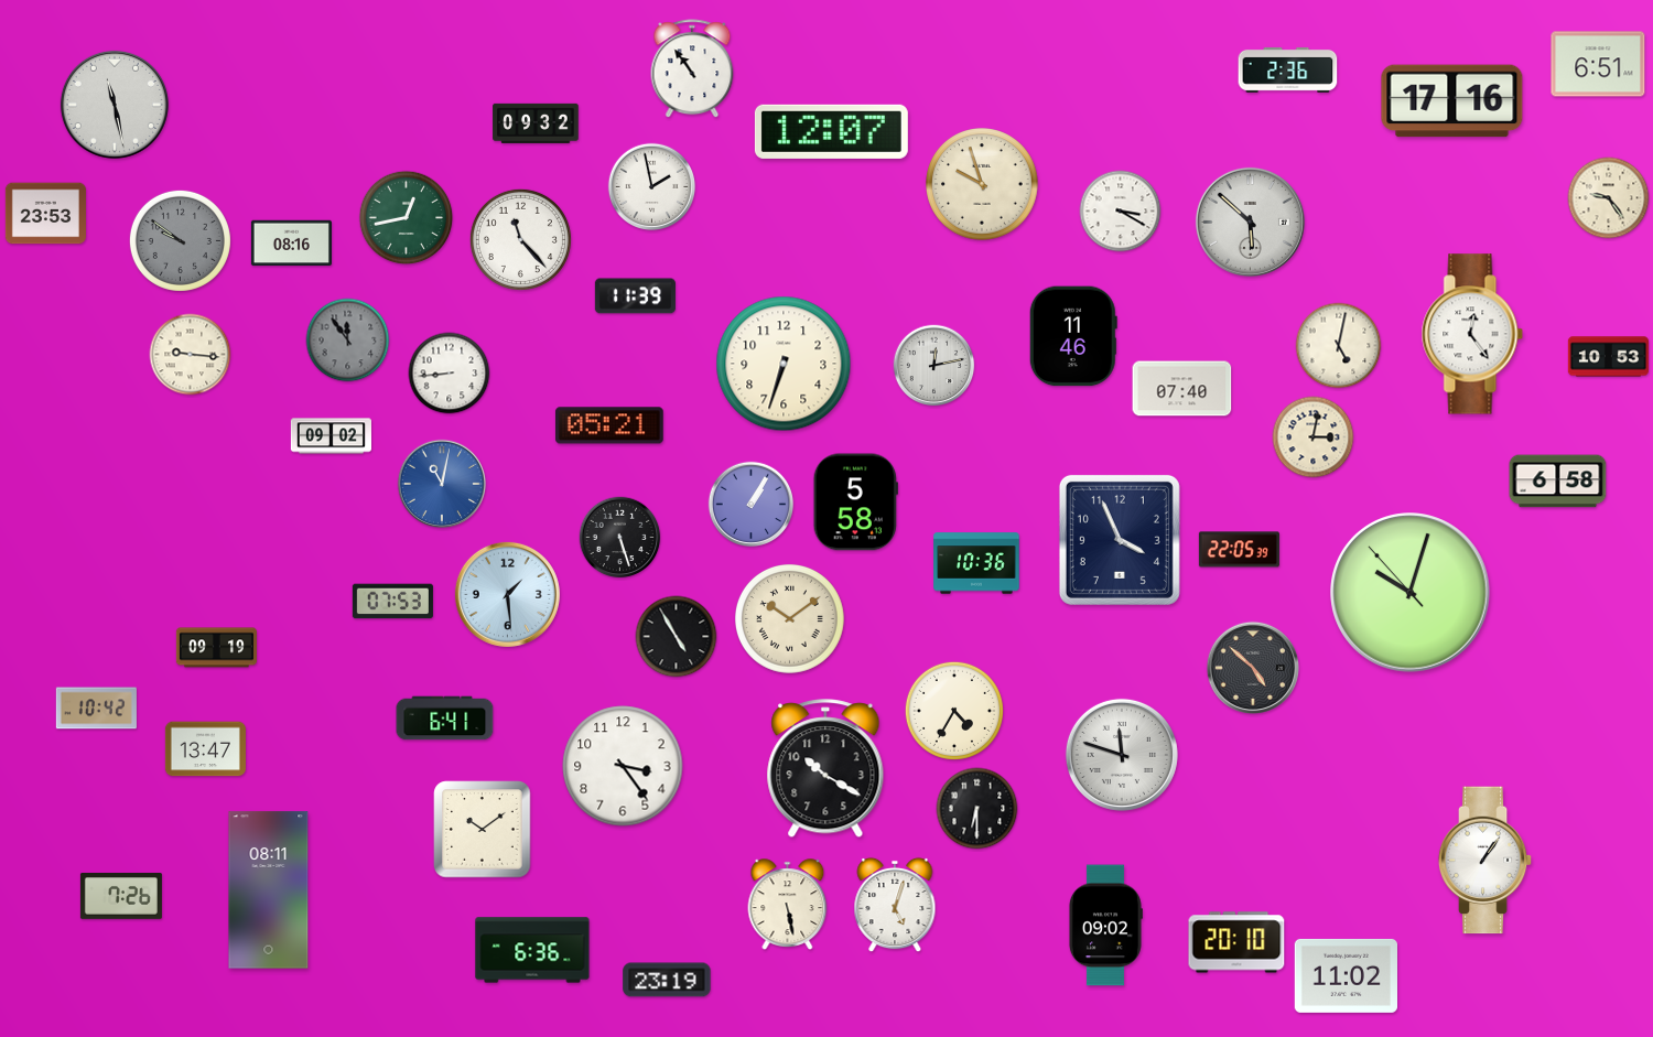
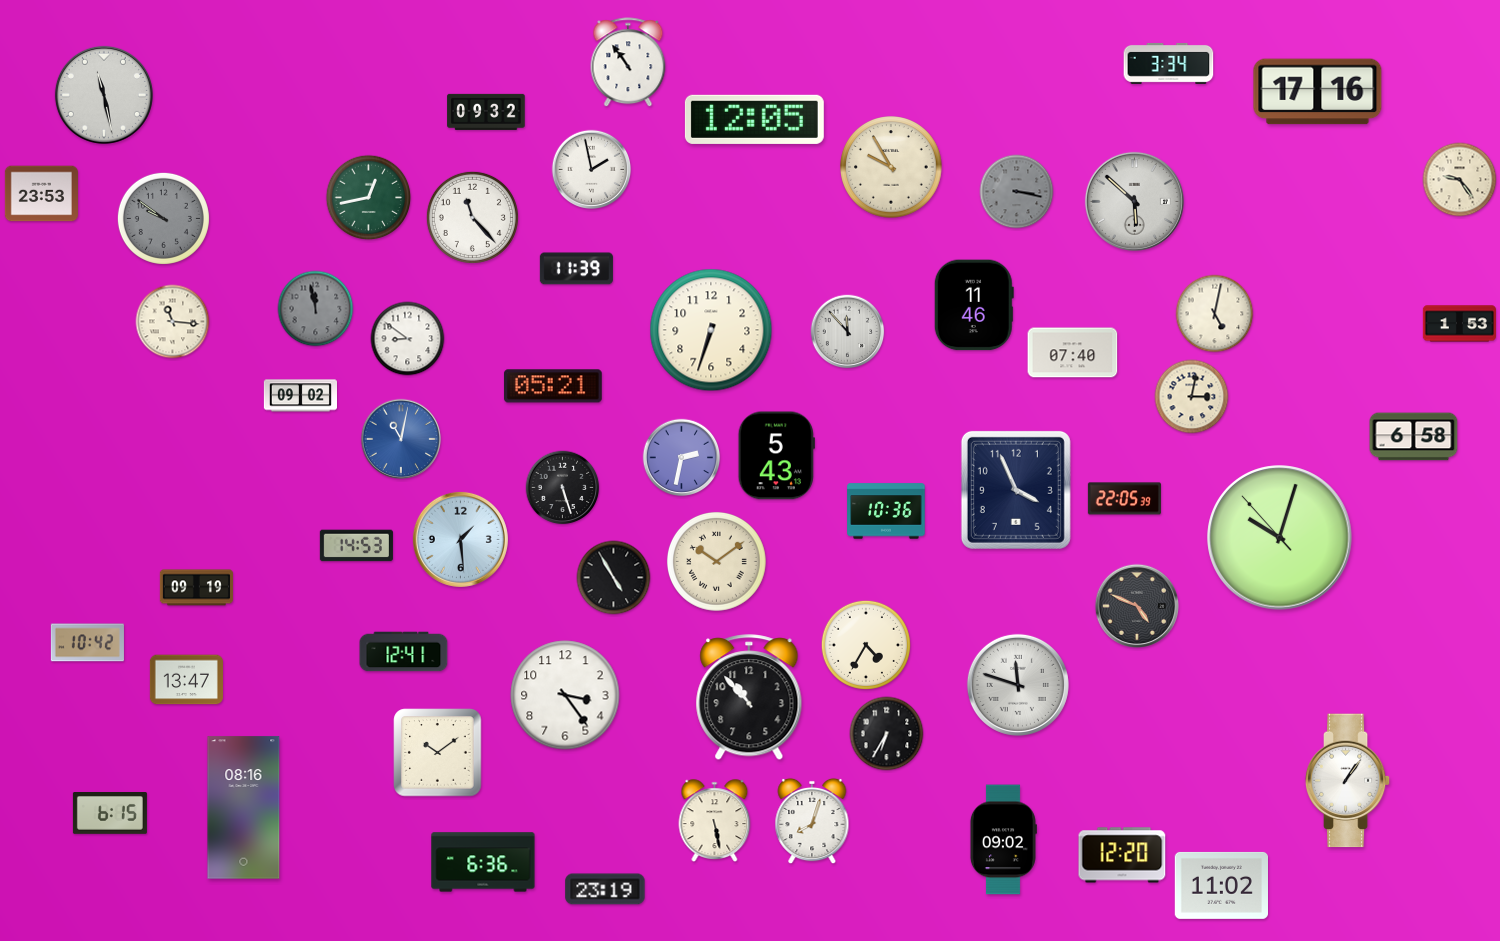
clock at (1598, 64): 6:51 -> none
clock at (1288, 69): 2:36 -> 3:34
clock at (831, 131): 12:07 -> 12:05
clock at (982, 184): 9:57 -> 9:55
clock at (1121, 212): 3:20 -> 3:17
clock at (1121, 212) dial: white -> grey
clock at (291, 244): 08:16 -> none
clock at (1472, 334): 12:24 -> none
clock at (348, 341): 11:54 -> 11:58
clock at (191, 355): 9:16 -> 11:16
clock at (1608, 357): 10:53 -> 1:53
clock at (934, 366): 12:13 -> 11:53
clock at (450, 374): 8:44 -> 8:51
clock at (855, 503): 5:58 -> 5:43
clock at (752, 505): 1:05 -> 2:32
clock at (392, 602): 07:53 -> 14:53
clock at (1252, 667): 4:52 -> 4:49
clock at (445, 719): 6:41 -> 12:41
clock at (825, 769): 10:20 -> 10:53
clock at (977, 809): 6:30 -> 6:35
clock at (269, 890): 08:11 -> 08:16
clock at (121, 897): 7:26 -> 6:15
clock at (895, 905): 5:03 -> 8:03
clock at (1236, 942): 20:10 -> 12:20
